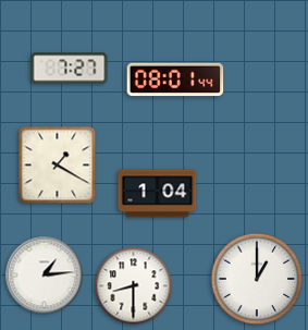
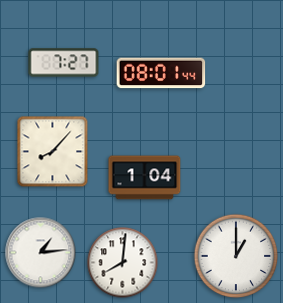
clock at (58, 166): 1:20 -> 8:07
clock at (134, 286): 8:30 -> 8:01
